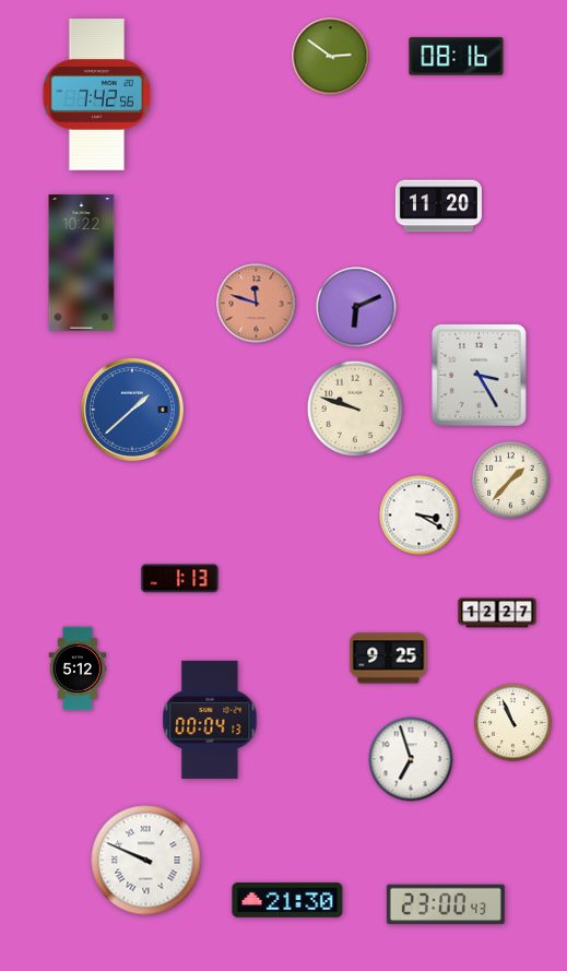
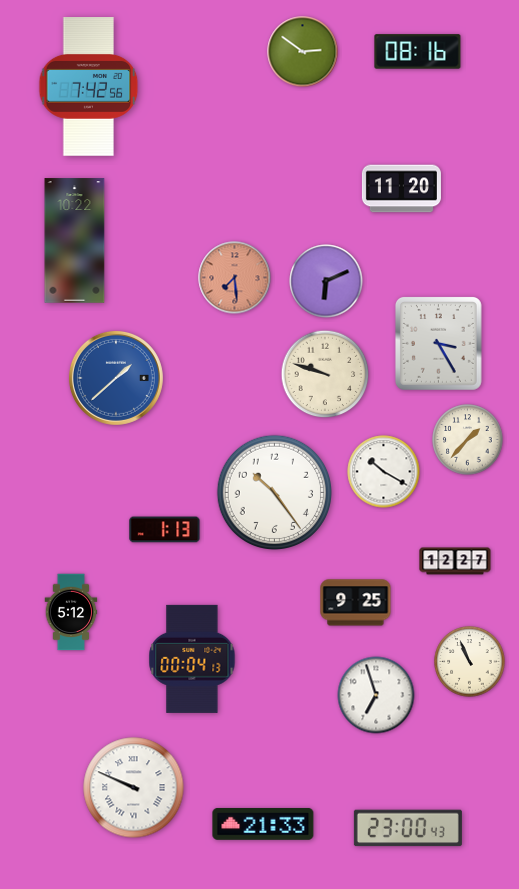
clock at (257, 304): 11:48 -> 7:29
clock at (132, 410) position: (132, 410) -> (116, 378)
clock at (420, 516): 3:20 -> 10:20
clock at (274, 492): none -> 10:24
clock at (287, 900): 21:30 -> 21:33
